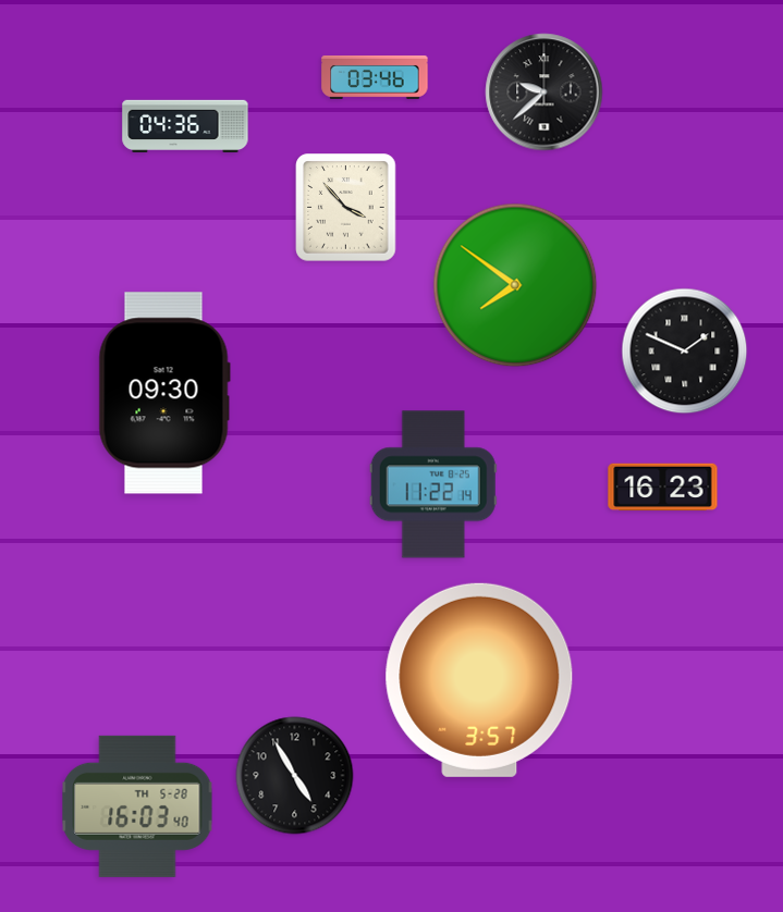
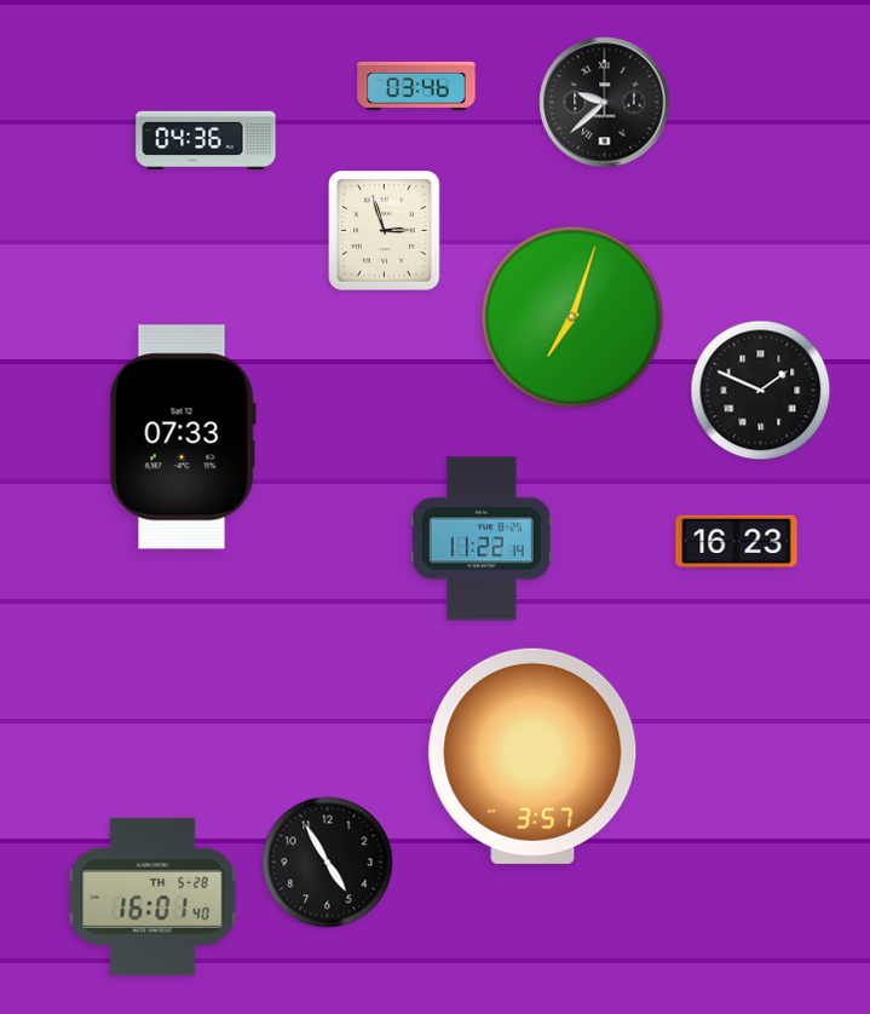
clock at (346, 208): 3:53 -> 2:57
clock at (515, 285): 7:51 -> 7:03
clock at (164, 393): 09:30 -> 07:33
clock at (137, 806): 16:03 -> 16:01
